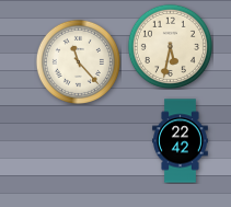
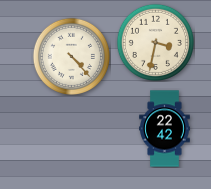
clock at (170, 46): 5:32 -> 3:32
clock at (78, 61): 11:23 -> 4:23
